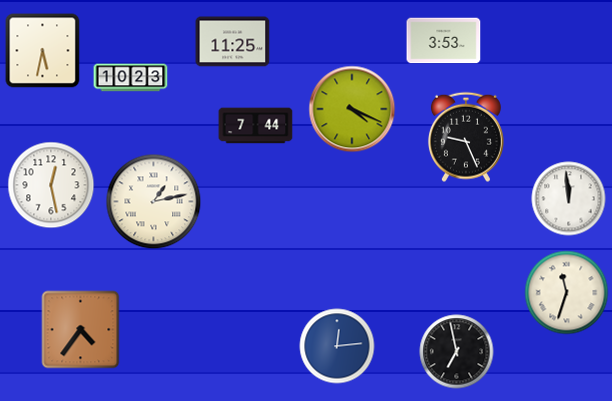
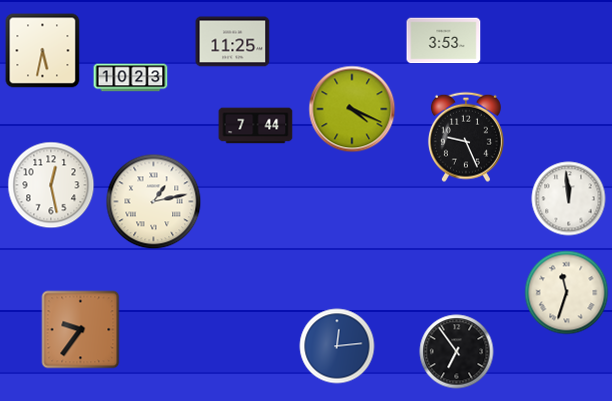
clock at (81, 330): 4:36 -> 9:36
clock at (457, 352): 6:58 -> 6:54
